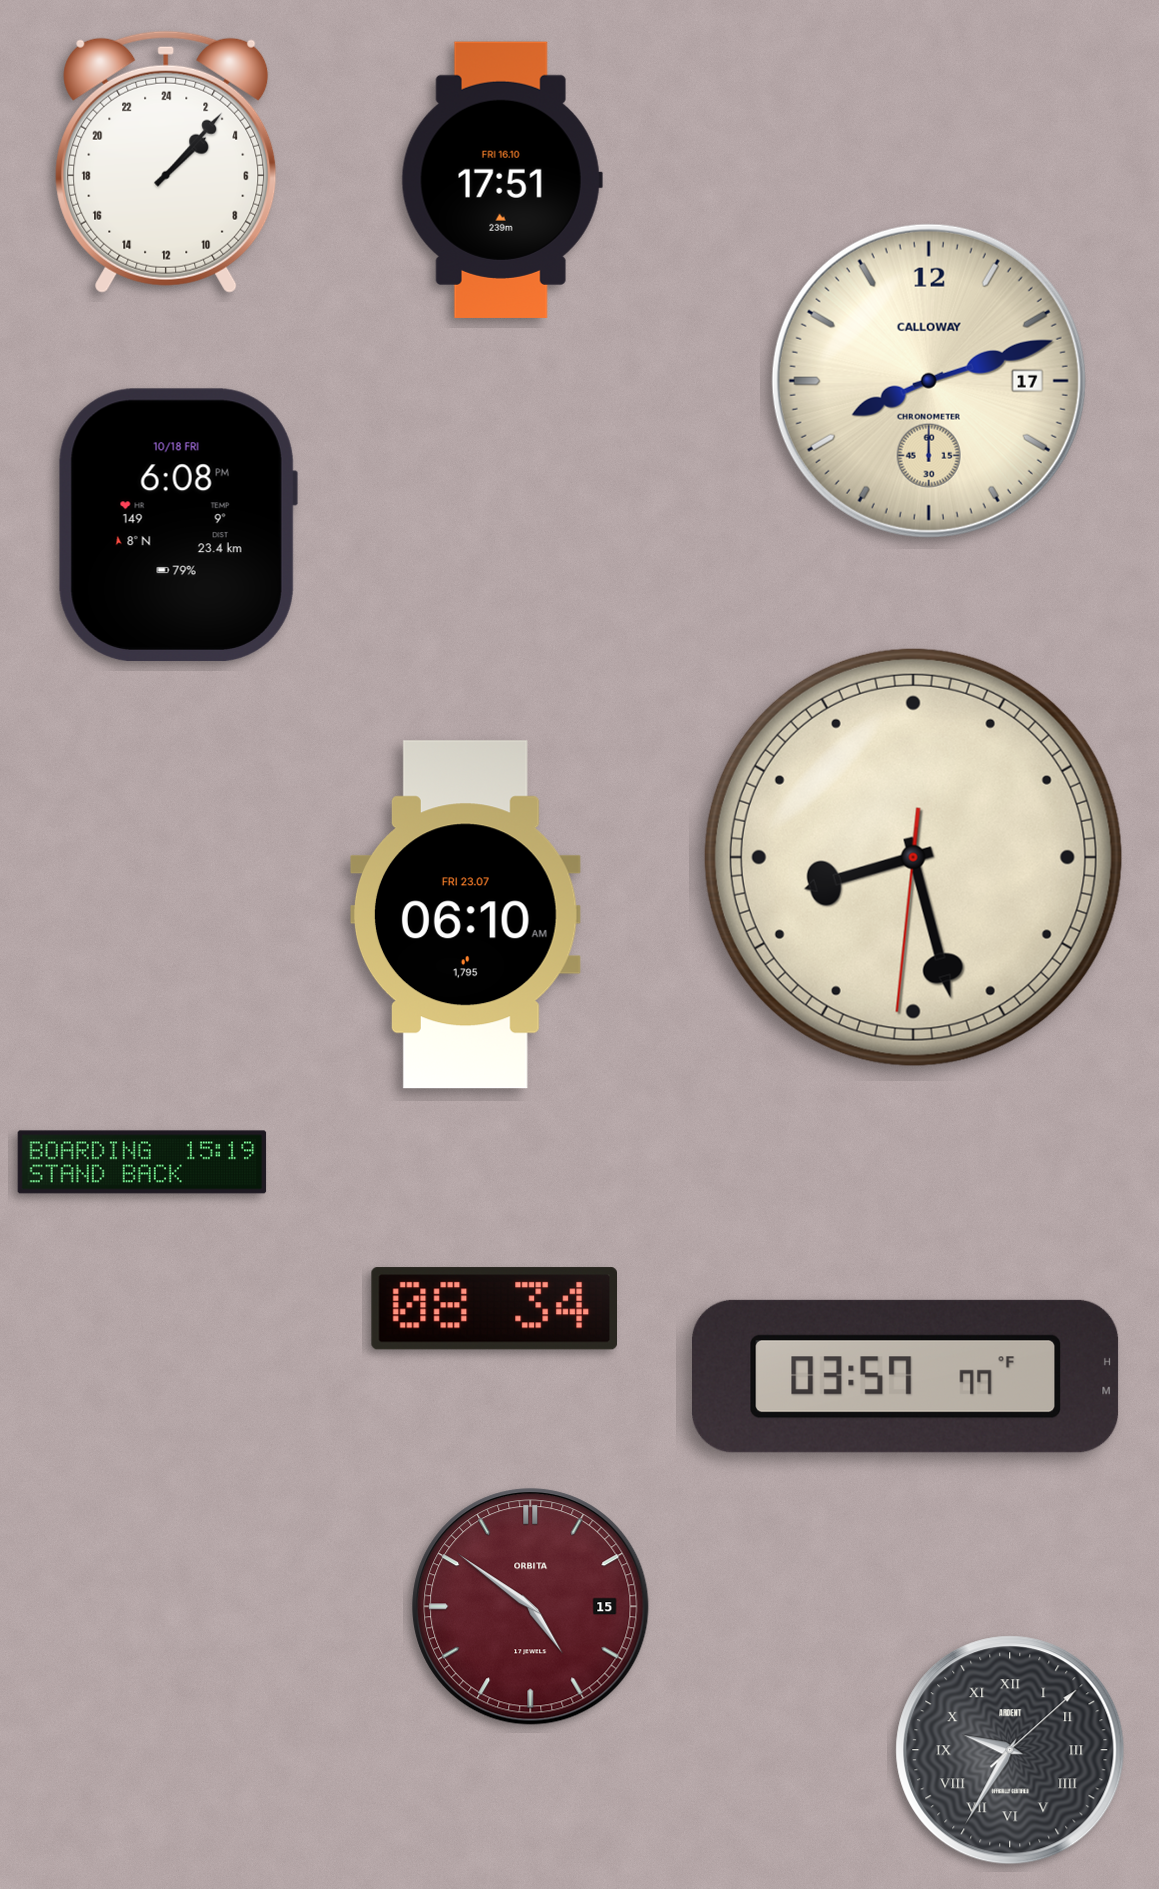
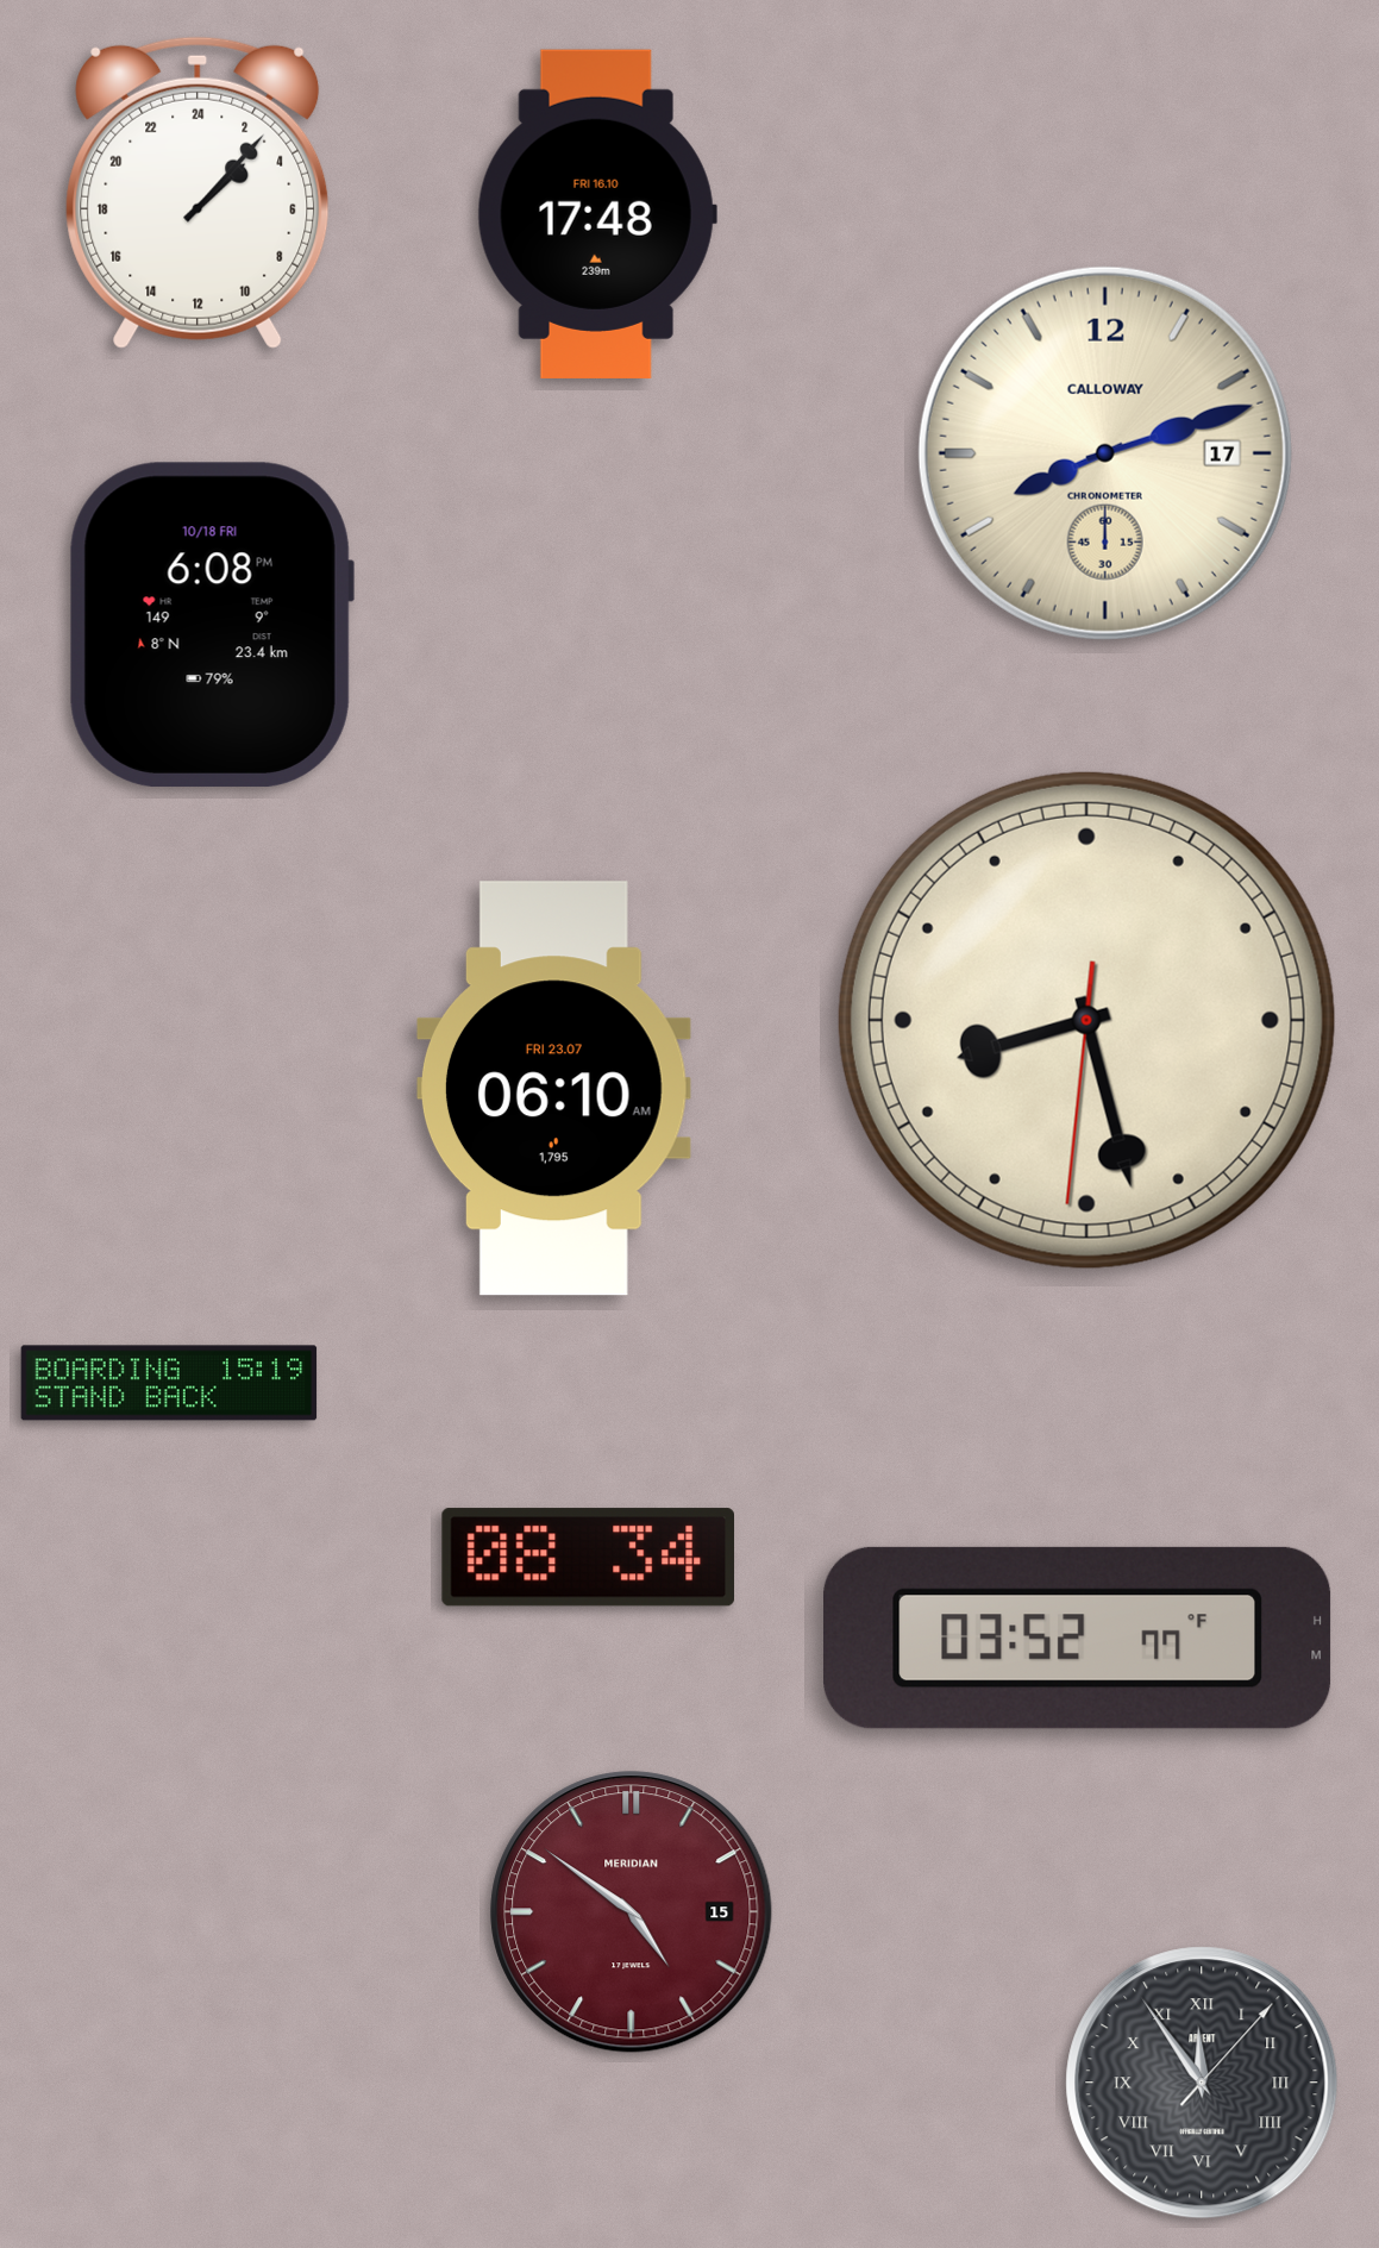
clock at (502, 180): 17:51 -> 17:48
clock at (906, 1376): 03:57 -> 03:52
clock at (531, 1607) brand: ORBITA -> MERIDIAN
clock at (1010, 1750): 9:35 -> 11:54
